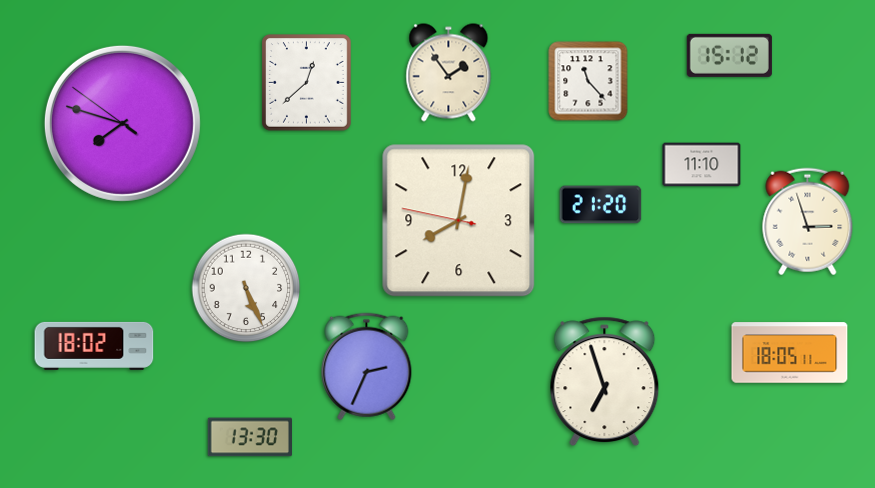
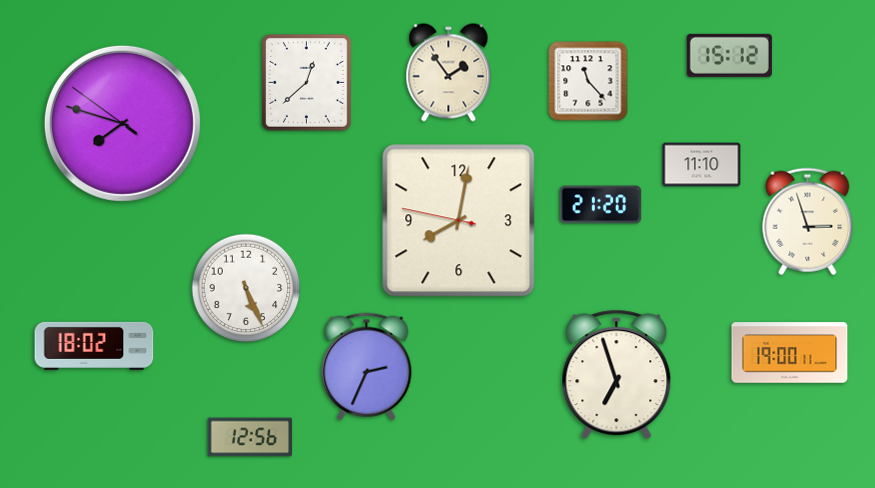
clock at (790, 353): 18:05 -> 19:00
clock at (605, 382) position: (605, 382) -> (617, 375)
clock at (249, 437): 13:30 -> 12:56
